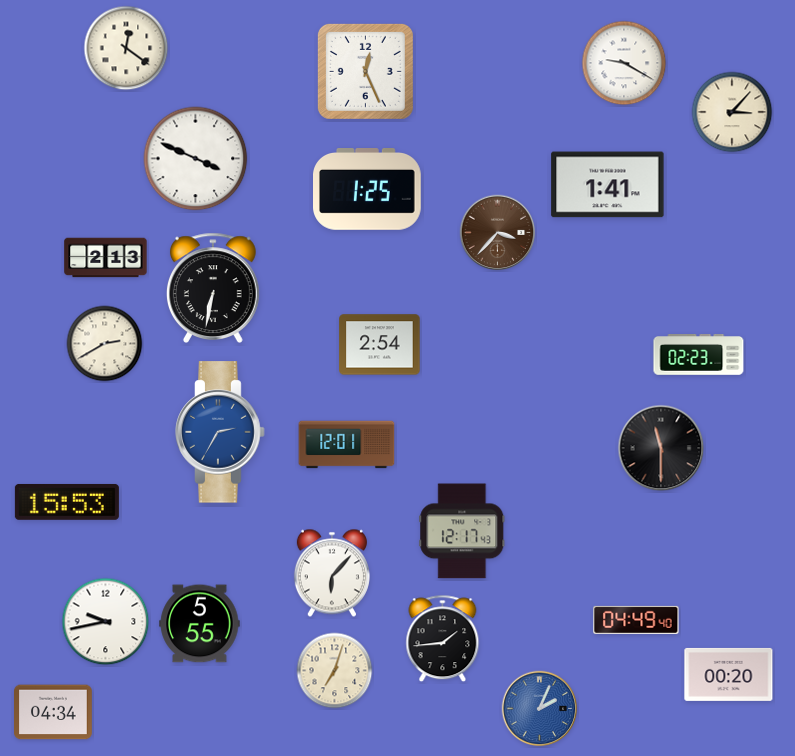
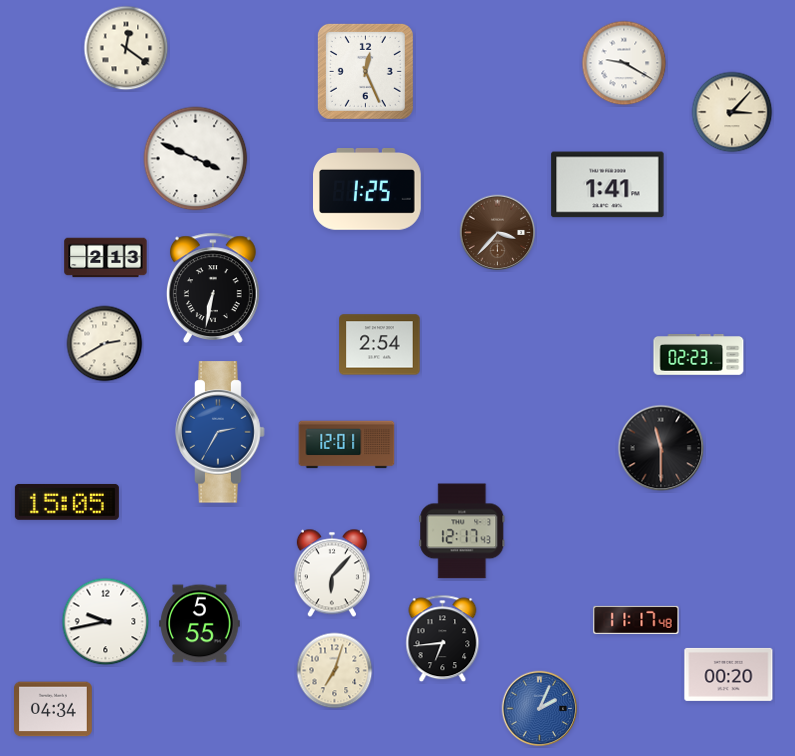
clock at (67, 502): 15:53 -> 15:05
clock at (636, 620): 04:49 -> 11:17
clock at (443, 639): 1:44 -> 6:44
clock at (54, 712) position: (54, 712) -> (54, 709)
